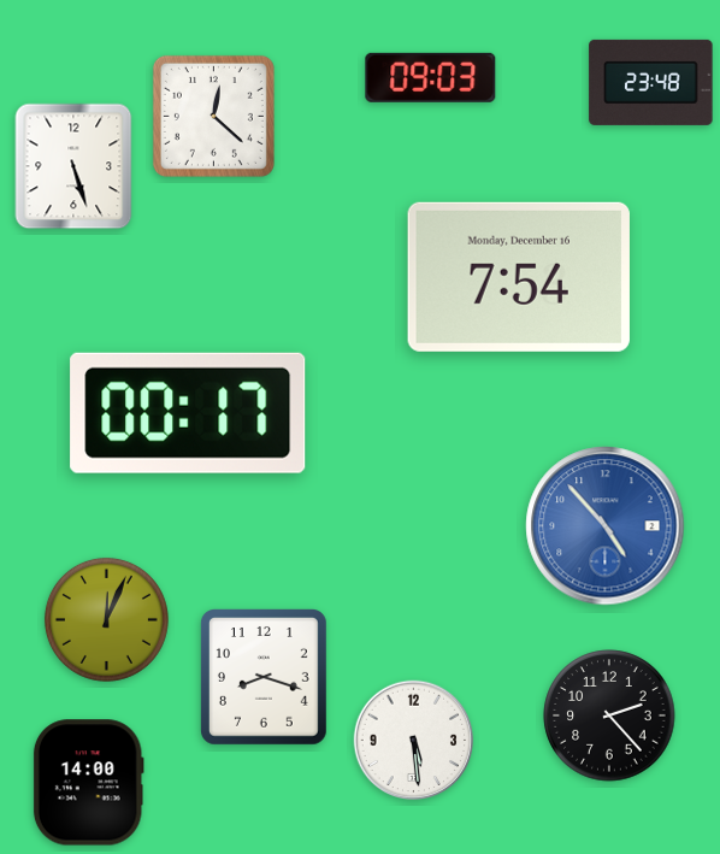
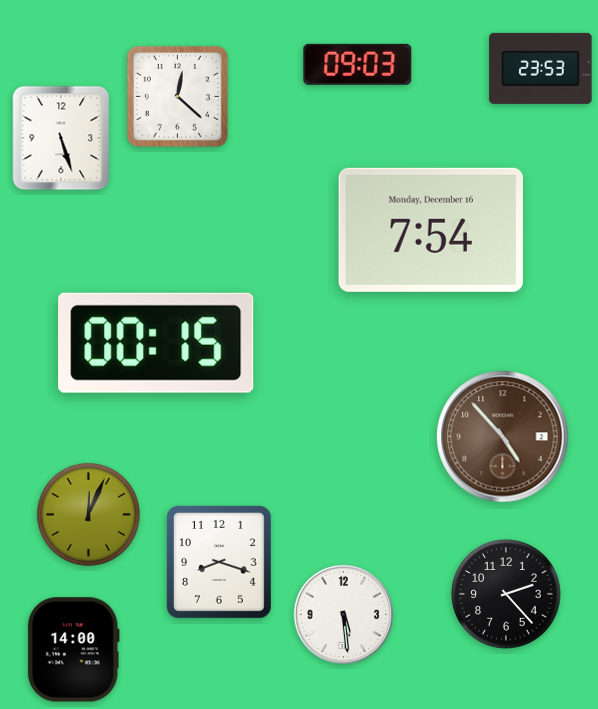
clock at (651, 82): 23:48 -> 23:53
clock at (188, 413): 00:17 -> 00:15
clock at (606, 526) dial: blue -> brown
